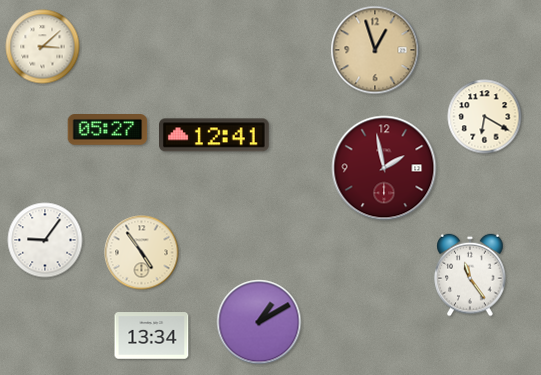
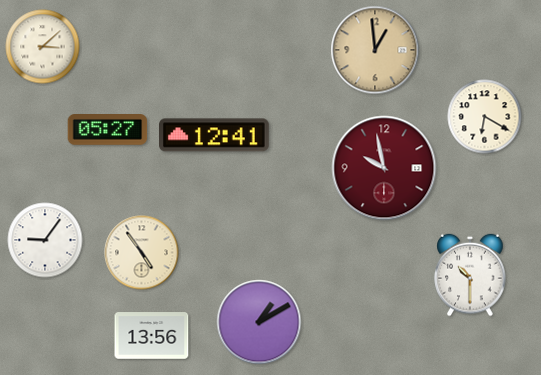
clock at (375, 50): 12:57 -> 12:59
clock at (384, 168): 1:58 -> 9:58
clock at (470, 275): 11:24 -> 10:30
clock at (152, 336): 13:34 -> 13:56
